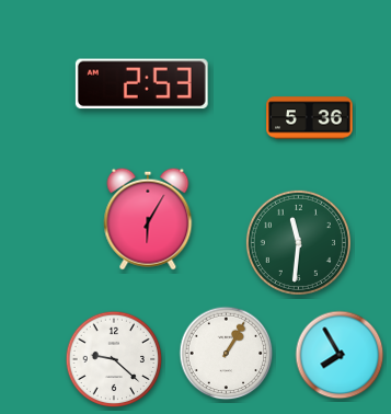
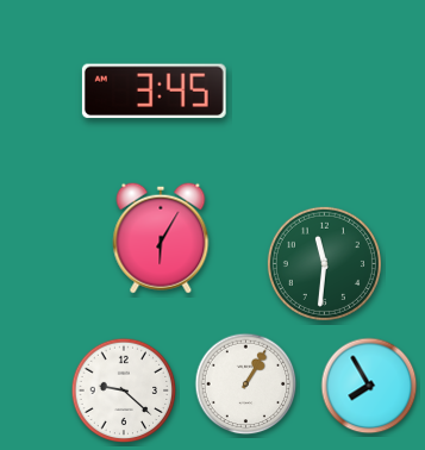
clock at (141, 84): 2:53 -> 3:45
clock at (310, 118): 5:36 -> none
